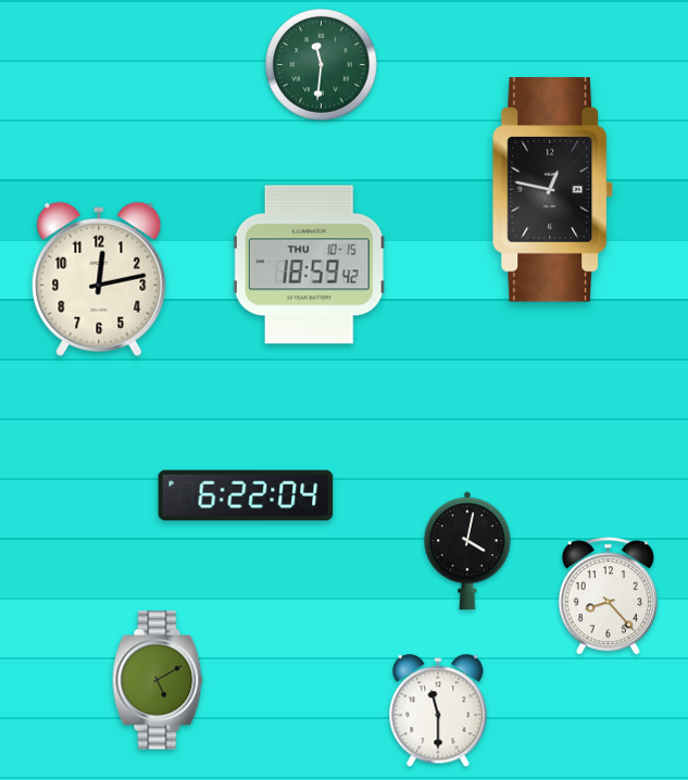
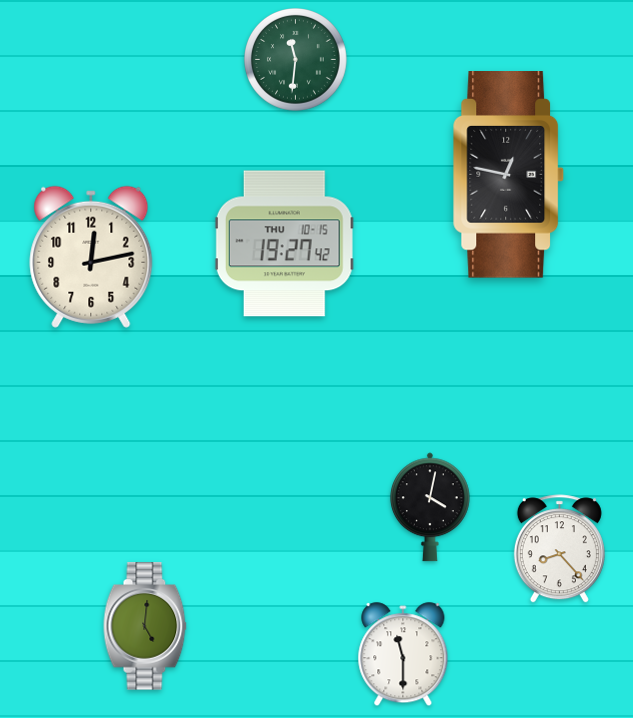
clock at (309, 265): 18:59 -> 19:27
clock at (246, 495): 6:22 -> none
clock at (158, 680): 5:10 -> 5:01
